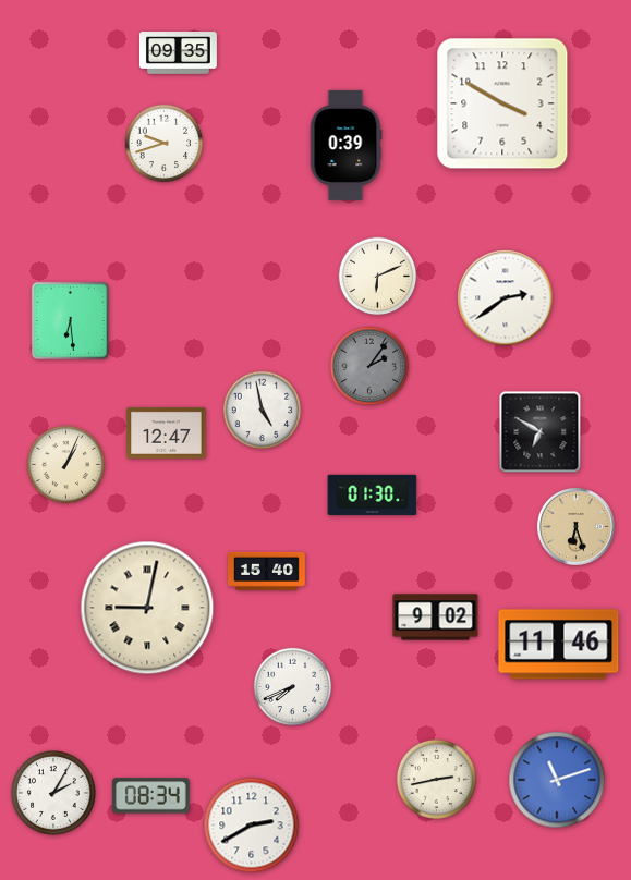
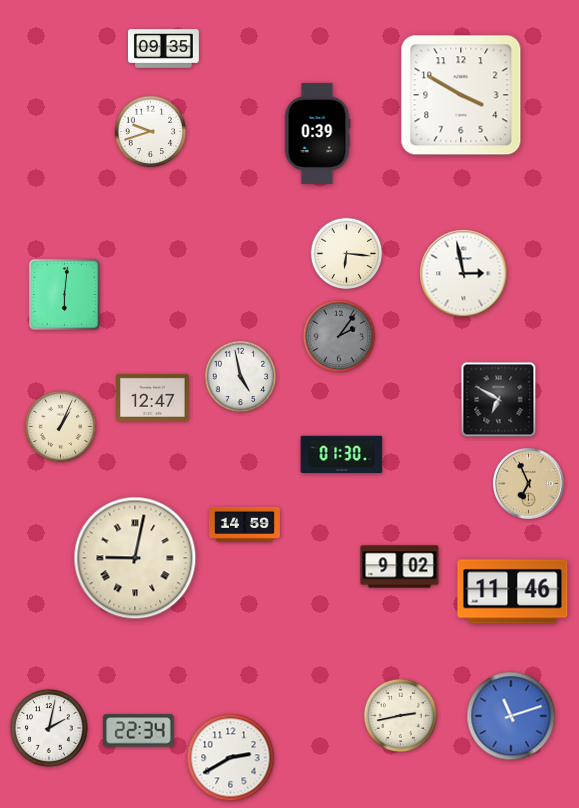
clock at (378, 277): 6:11 -> 6:16
clock at (506, 298): 2:39 -> 2:58
clock at (70, 320): 6:29 -> 6:01
clock at (541, 432) position: (541, 432) -> (499, 400)
clock at (575, 526): 6:27 -> 6:56
clock at (267, 571): 15:40 -> 14:59
clock at (293, 687): 7:41 -> none
clock at (53, 793): 2:05 -> 2:02
clock at (150, 796): 08:34 -> 22:34
